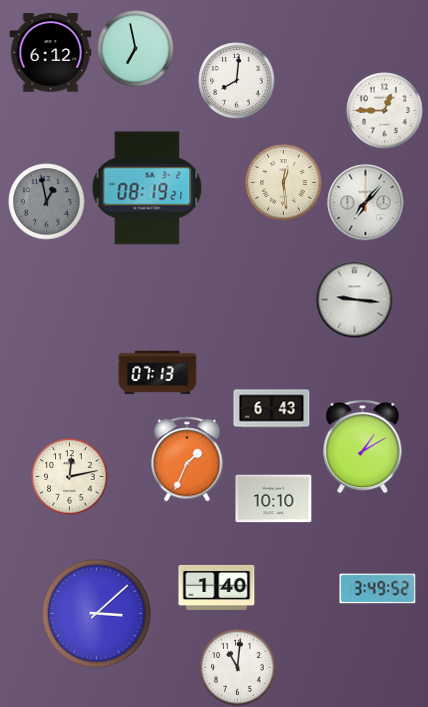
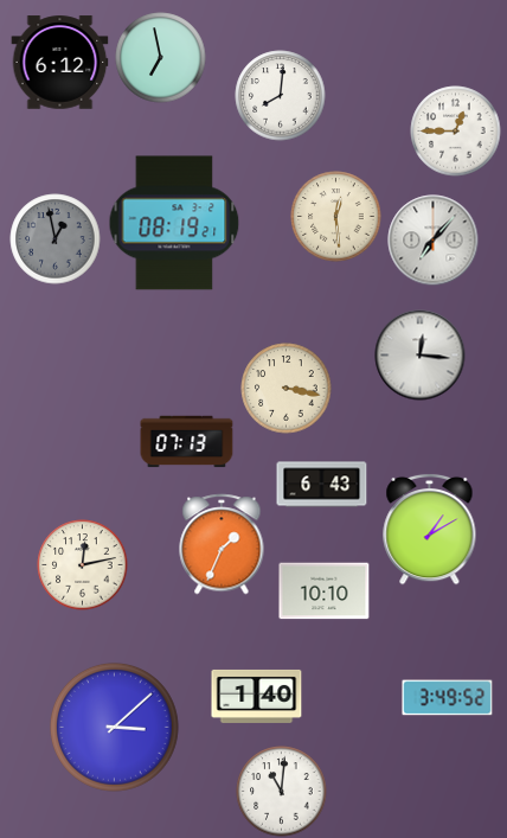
clock at (355, 300): 9:16 -> 12:16
clock at (287, 389): none -> 3:17
